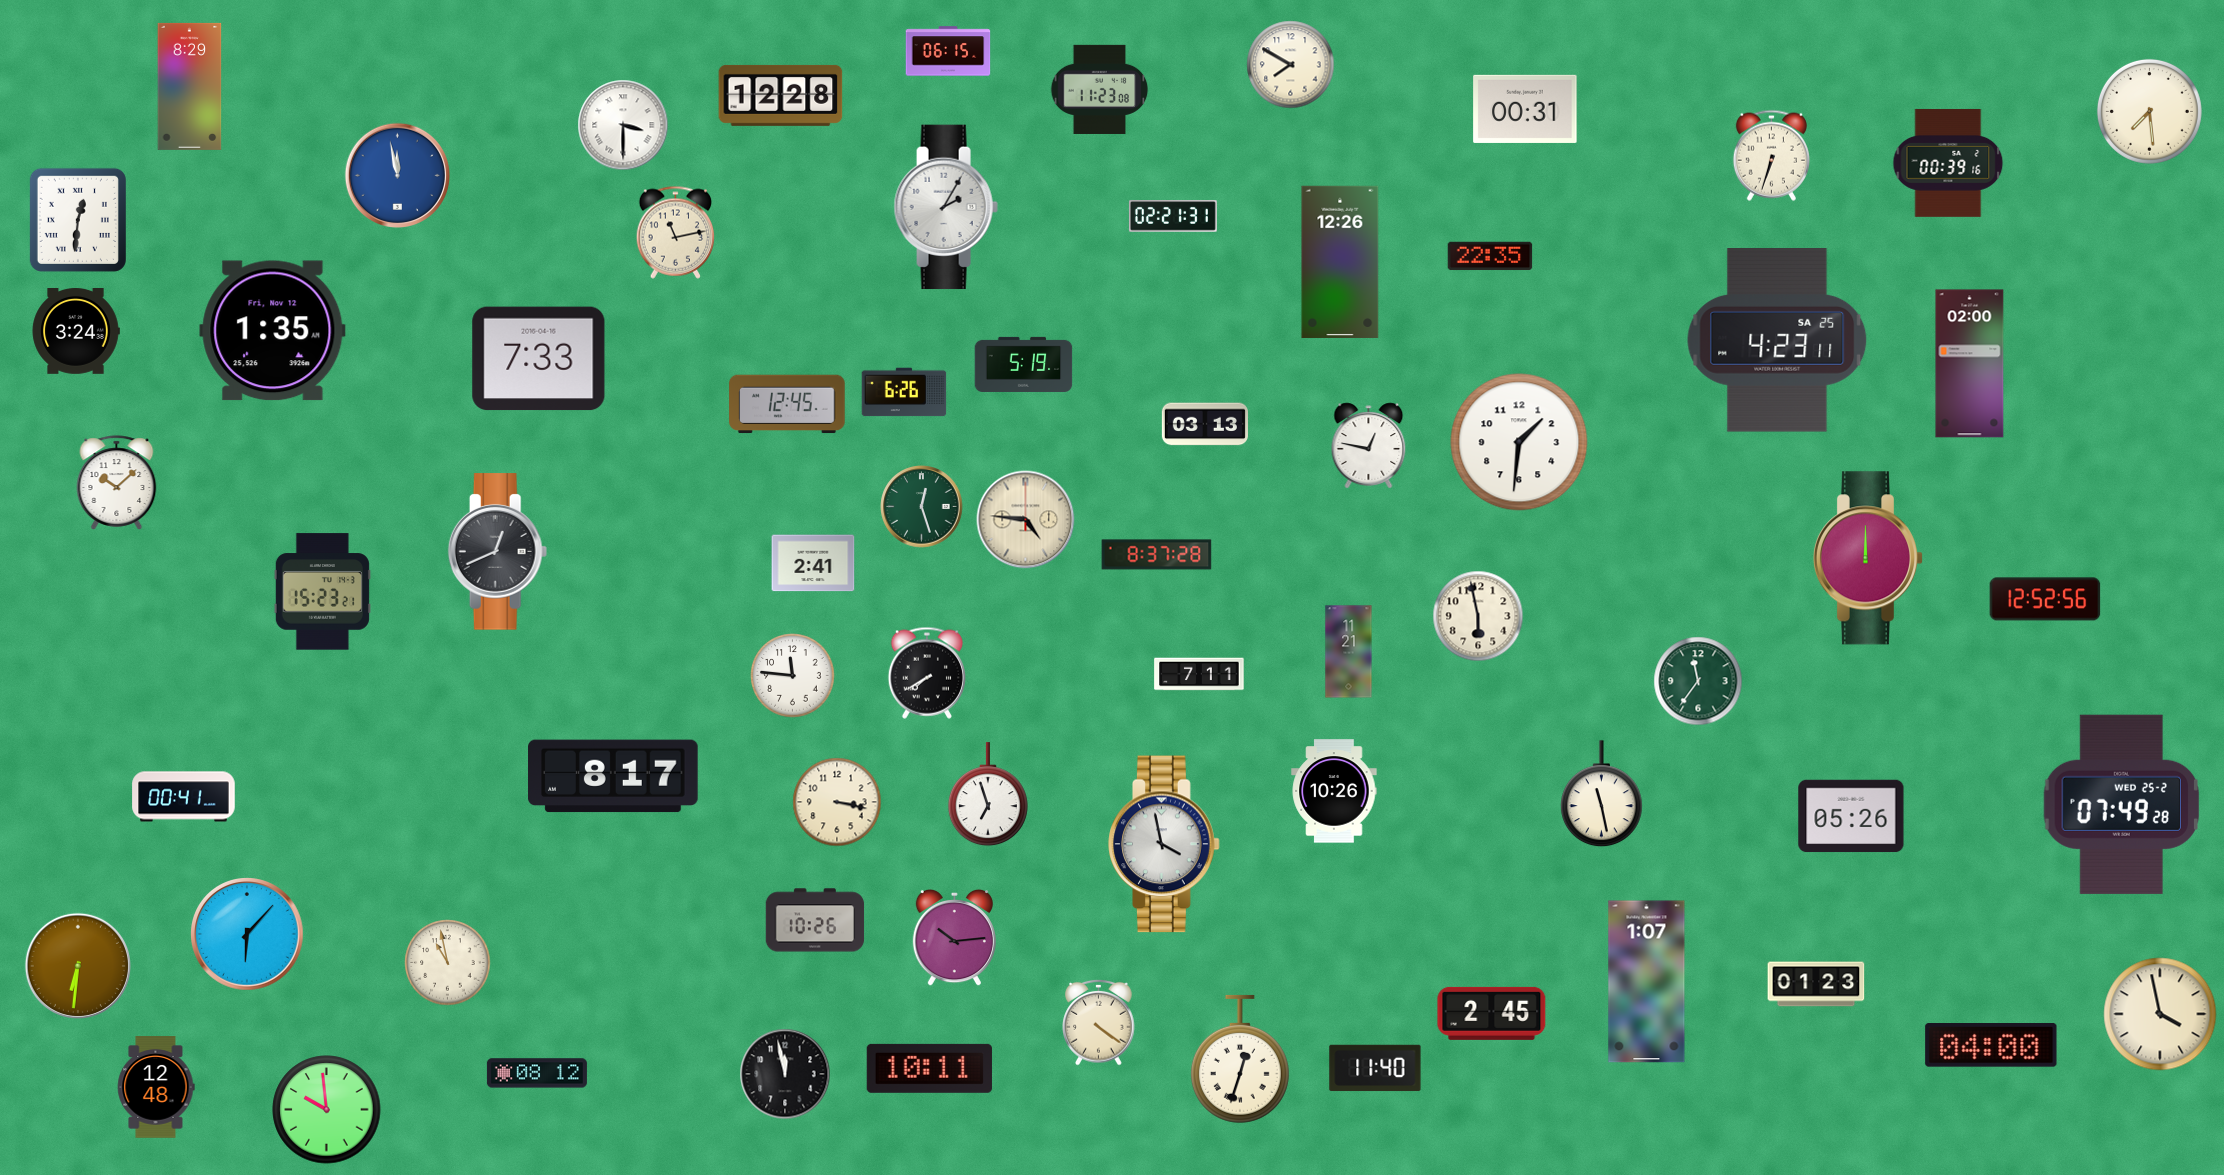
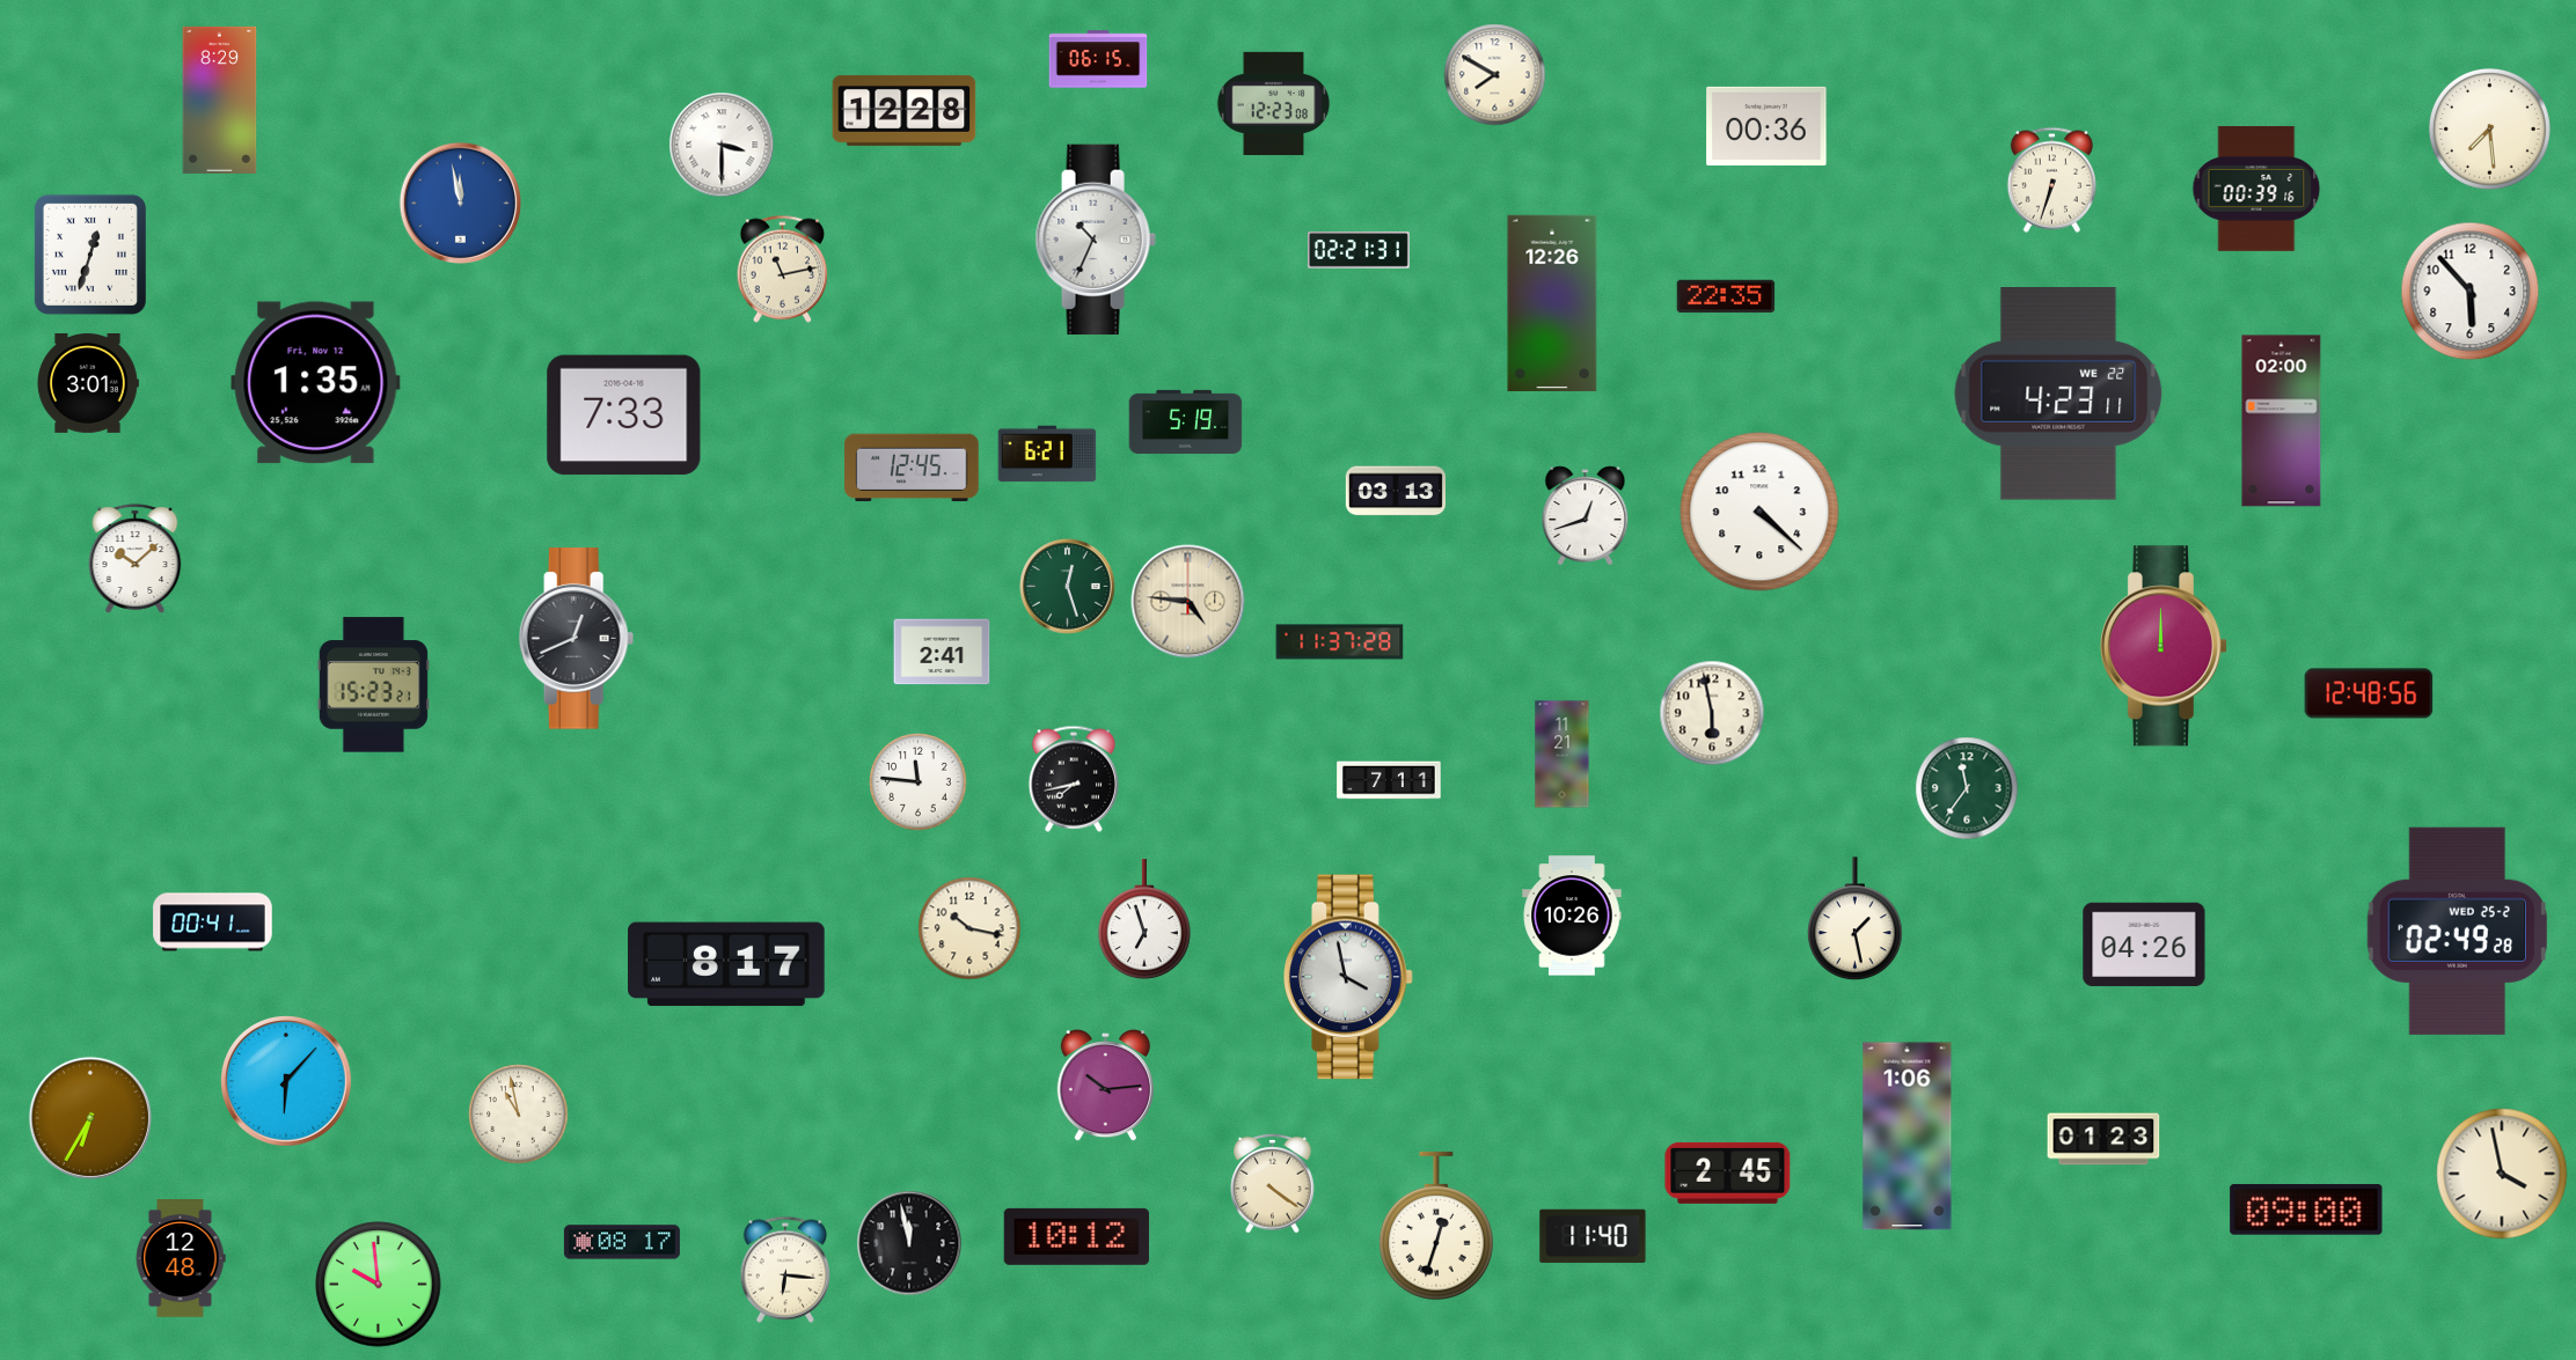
clock at (1100, 89): 11:23 -> 12:23
clock at (1525, 109): 00:31 -> 00:36
clock at (946, 207): 2:05 -> 10:34
clock at (78, 220): 12:31 -> 12:33
clock at (2471, 292): none -> 5:53
clock at (76, 332): 3:24 -> 3:01
clock at (1777, 340) date: SA 25 -> WE 22
clock at (904, 392): 6:26 -> 6:21
clock at (1519, 442): 1:31 -> 4:22
clock at (1369, 446): 12:47 -> 12:42
clock at (1157, 555): 8:37 -> 11:37
clock at (2045, 599): 12:52 -> 12:48
clock at (926, 673): 7:40 -> 7:43
clock at (613, 776) position: (613, 776) -> (726, 964)
clock at (1334, 791) position: (1334, 791) -> (1572, 916)
clock at (1602, 794): 11:28 -> 1:28
clock at (837, 802): 3:17 -> 10:17
clock at (2121, 804): 07:49 -> 02:49
clock at (1851, 816): 05:26 -> 04:26
clock at (815, 920): 10:26 -> none
clock at (78, 966): 6:31 -> 6:35
clock at (1647, 982): 1:07 -> 1:06
clock at (1991, 1046): 04:00 -> 09:00
clock at (929, 1068): 10:11 -> 10:12
clock at (537, 1073): 08:12 -> 08:17
clock at (784, 1270): none -> 6:16
